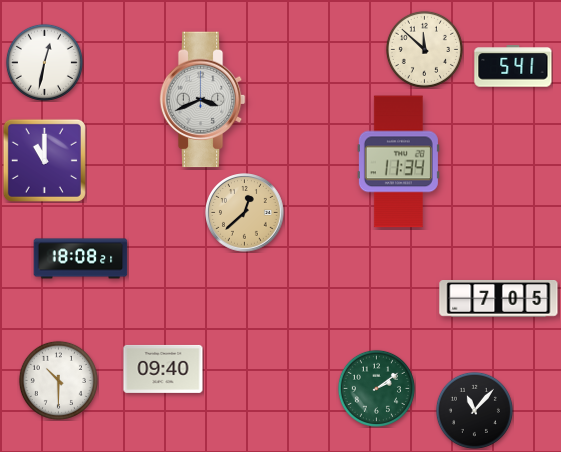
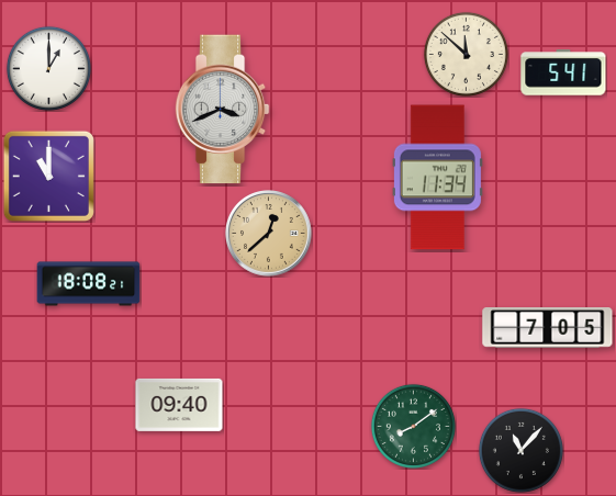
clock at (44, 62): 12:32 -> 1:00
clock at (58, 380): 10:30 -> none
clock at (376, 388): 2:09 -> 8:09
